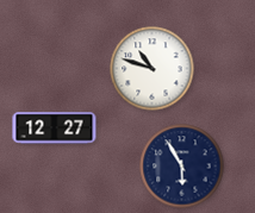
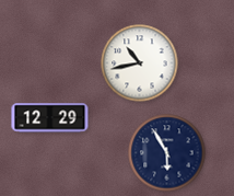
clock at (153, 69): 10:48 -> 10:43
clock at (55, 129): 12:27 -> 12:29
